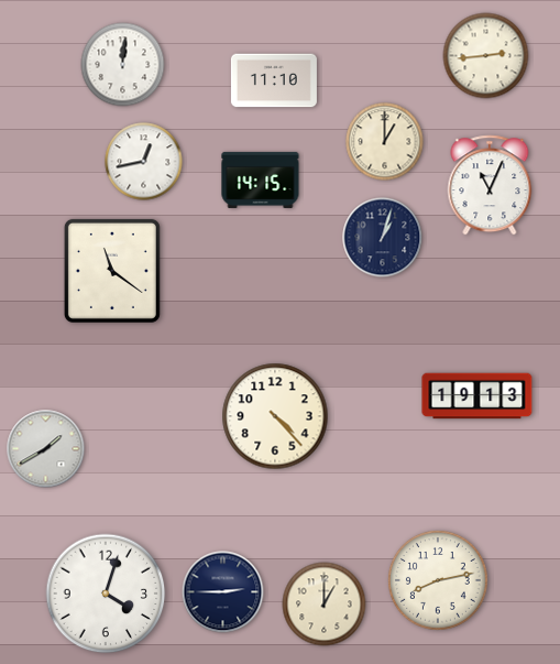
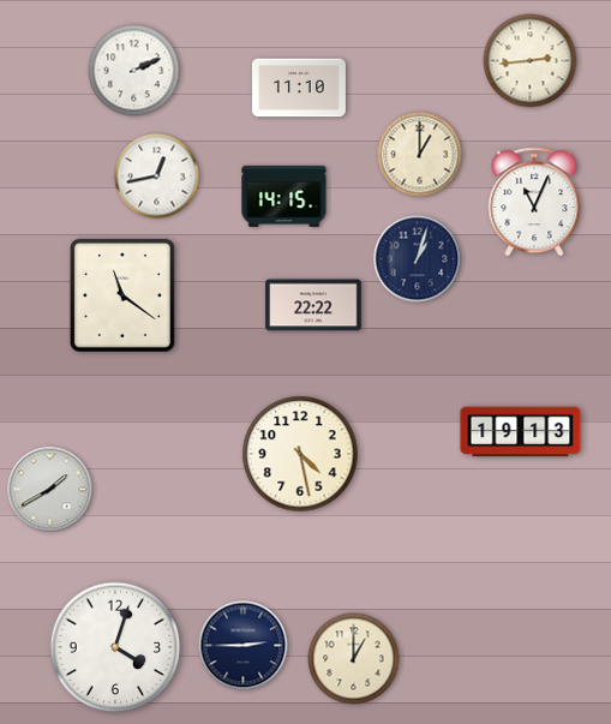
clock at (123, 65): 12:01 -> 2:11
clock at (313, 305): none -> 22:22
clock at (275, 416): 4:23 -> 4:28
clock at (438, 580): 8:13 -> none
